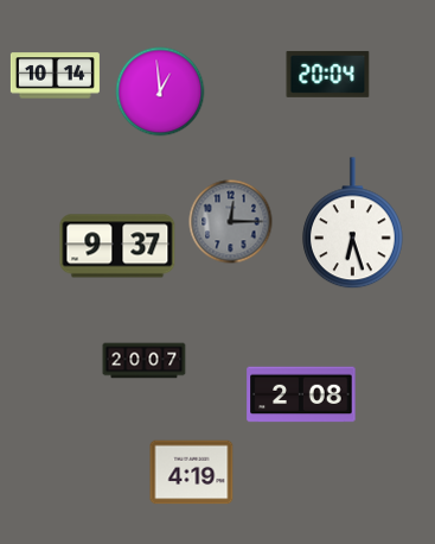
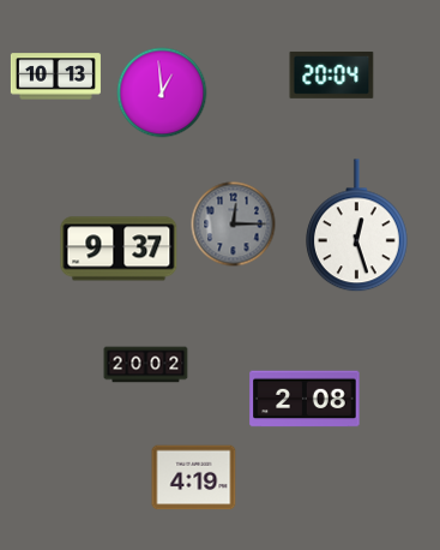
clock at (55, 76): 10:14 -> 10:13
clock at (353, 223): 6:27 -> 12:27
clock at (145, 361): 20:07 -> 20:02
